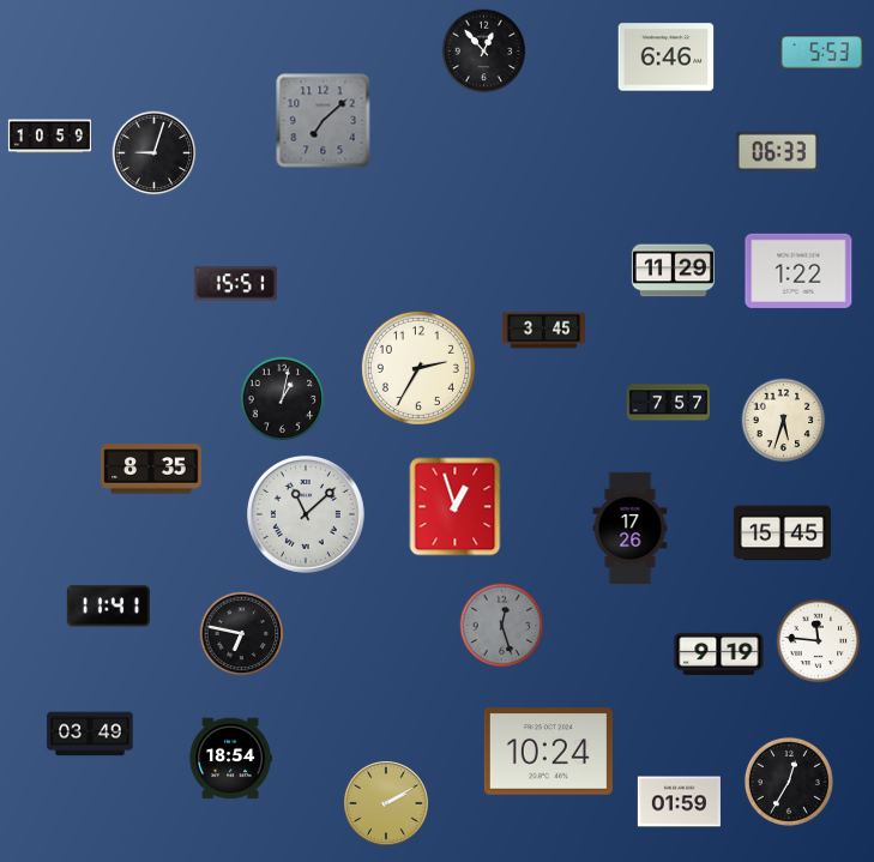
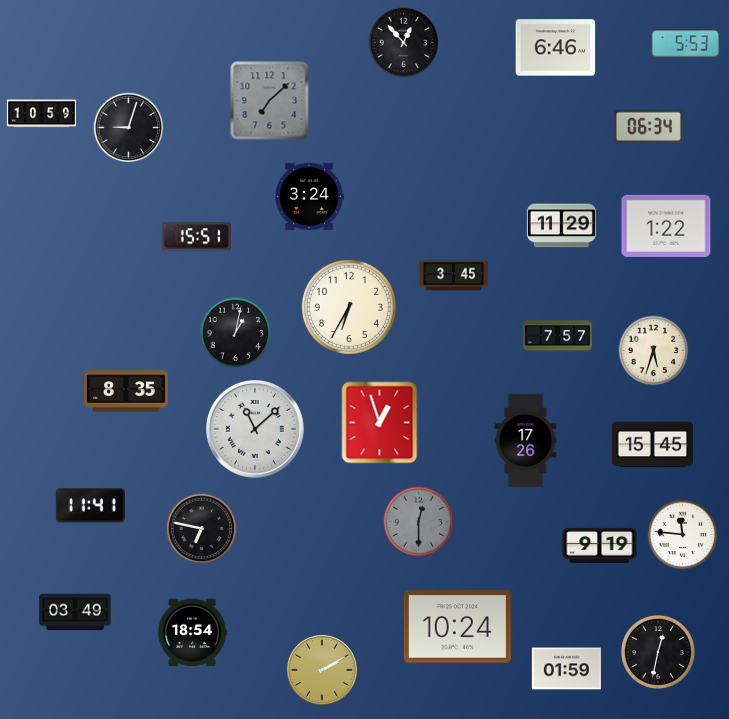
clock at (777, 152): 06:33 -> 06:34
clock at (309, 197): none -> 3:24
clock at (418, 368): 2:35 -> 6:35
clock at (502, 626): 12:27 -> 12:30
clock at (789, 782): 12:35 -> 12:32
